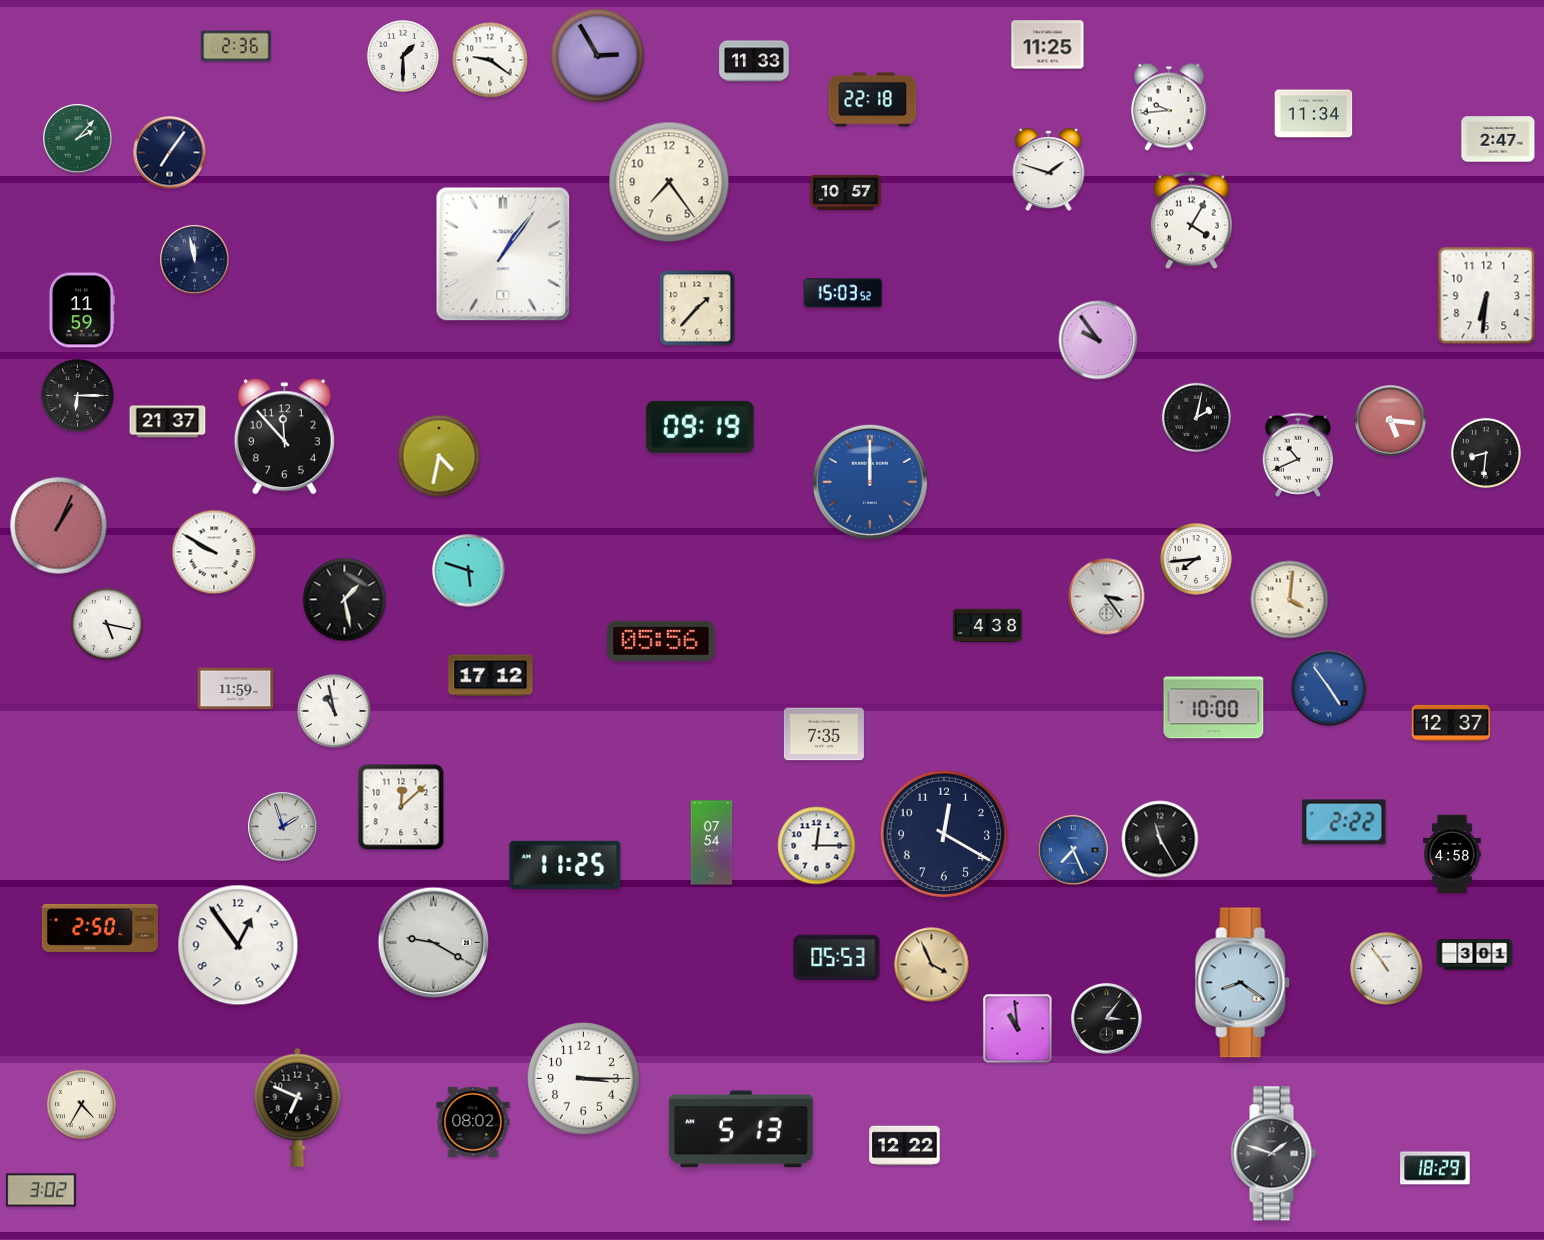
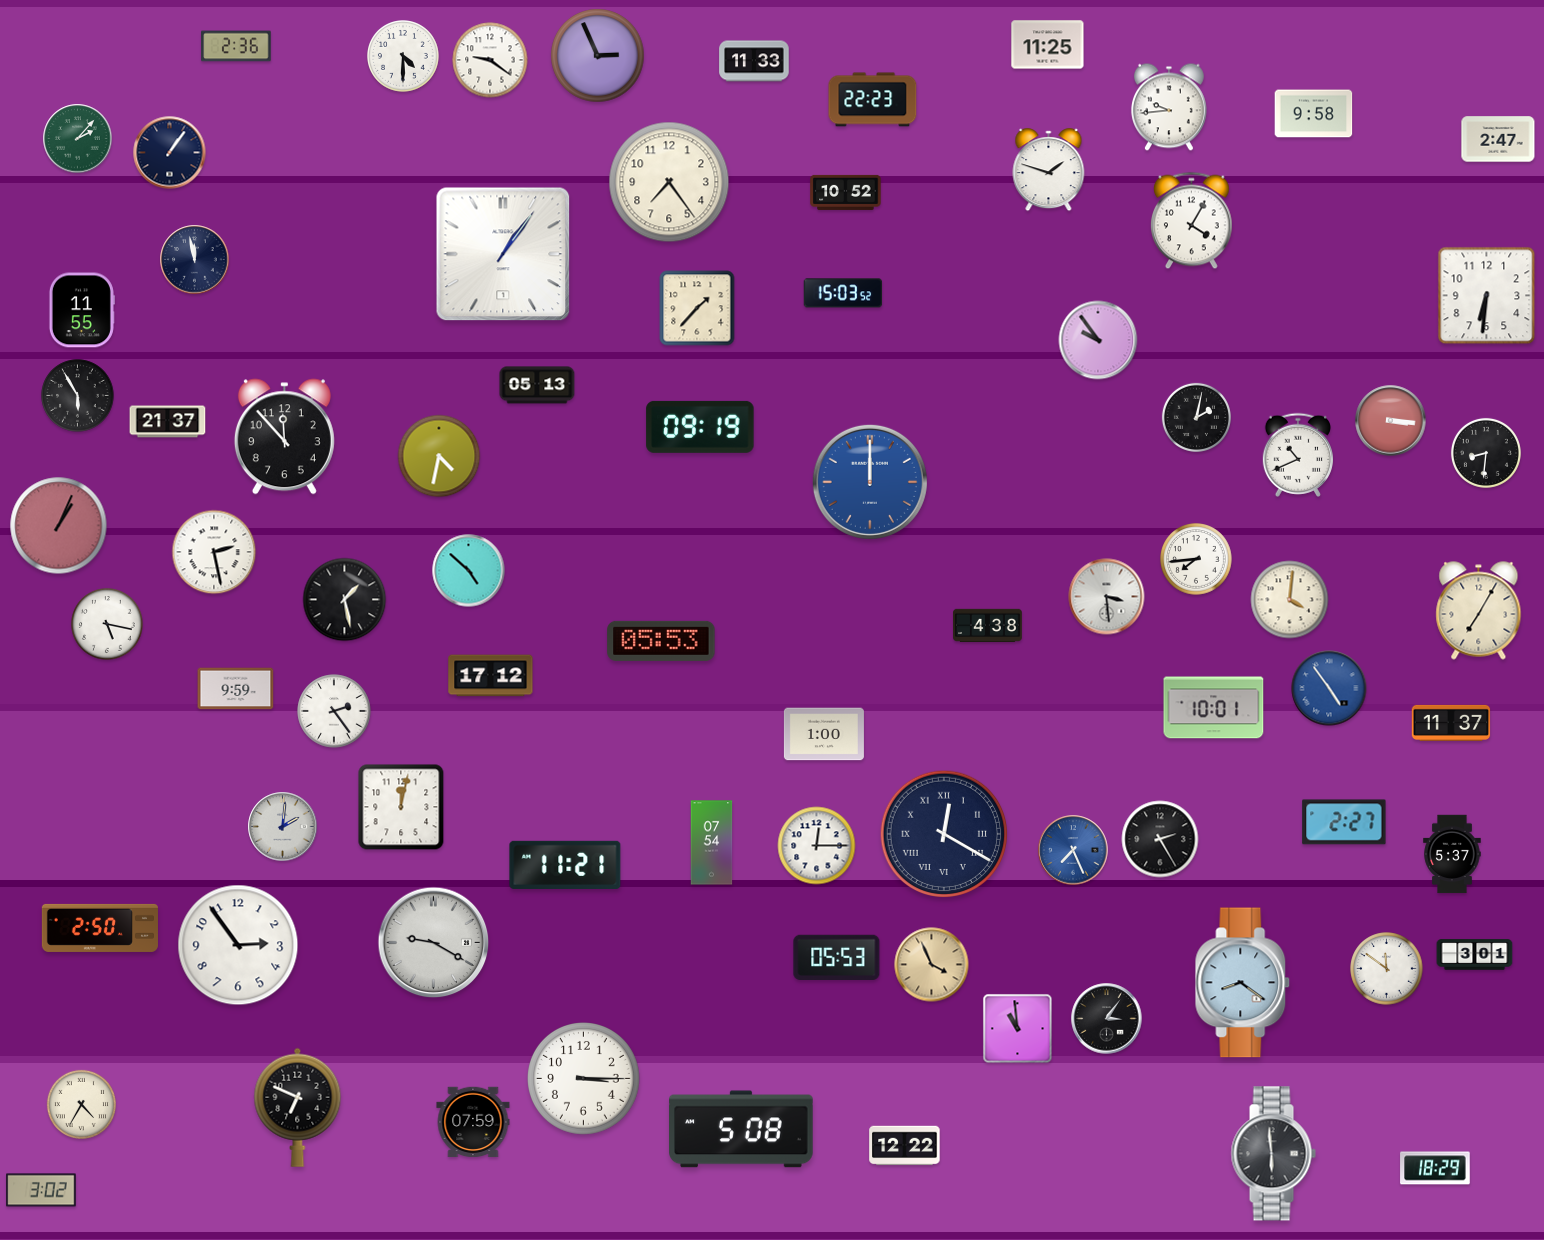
clock at (598, 56): 2:55 -> 2:56
clock at (404, 57): 1:30 -> 4:30
clock at (873, 100): 22:18 -> 22:23
clock at (1314, 114): 11:34 -> 9:58
clock at (170, 153): 7:06 -> 1:06
clock at (846, 192): 10:57 -> 10:52
clock at (81, 310): 11:59 -> 11:55
clock at (537, 385): none -> 05:13
clock at (78, 396): 6:15 -> 5:55
clock at (1391, 421): 5:16 -> 3:16
clock at (214, 552): 9:50 -> 2:28
clock at (469, 571): 5:48 -> 4:52
clock at (1107, 597): 3:24 -> 3:29
clock at (1479, 611): none -> 7:05
clock at (661, 641): 05:56 -> 05:53
clock at (236, 689): 11:59 -> 9:59
clock at (1214, 708): 10:00 -> 10:01
clock at (334, 711): 10:58 -> 2:24
clock at (1451, 723): 12:37 -> 11:37
clock at (824, 734): 7:35 -> 1:00
clock at (401, 807): 12:08 -> 12:02
clock at (1344, 822): 2:22 -> 2:27
clock at (283, 827): 1:57 -> 2:01
clock at (944, 834) numerals: Arabic -> Roman
clock at (1160, 839): 11:25 -> 2:25
clock at (1452, 854): 4:58 -> 5:37
clock at (565, 865): 11:25 -> 11:21
clock at (238, 945): 12:54 -> 2:54
clock at (1387, 969): 10:54 -> 11:51
clock at (473, 1122): 08:02 -> 07:59
clock at (741, 1129): 5:13 -> 5:08
clock at (1273, 1154): 1:48 -> 5:59
